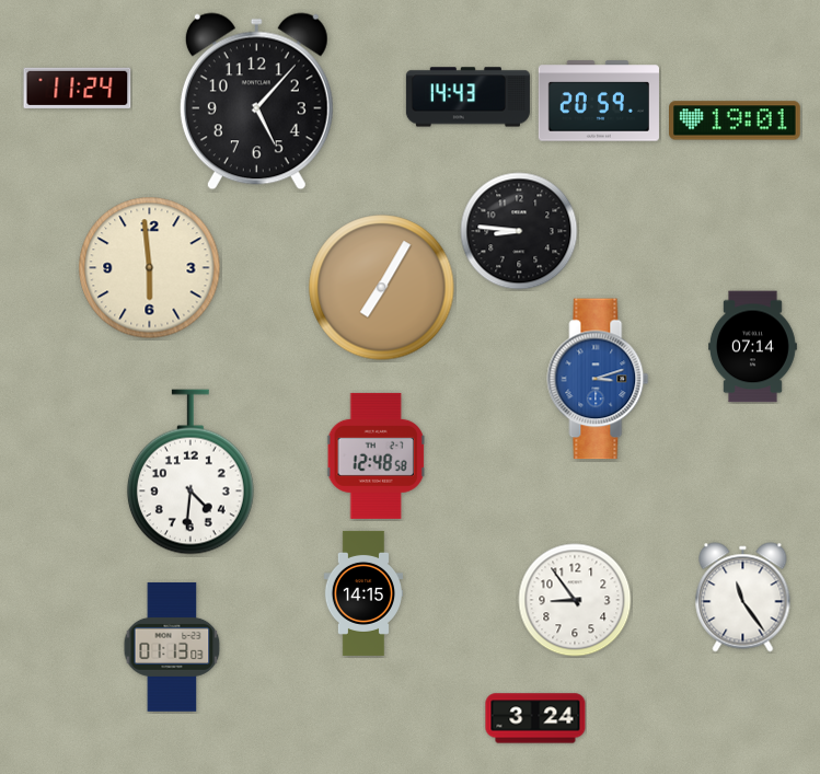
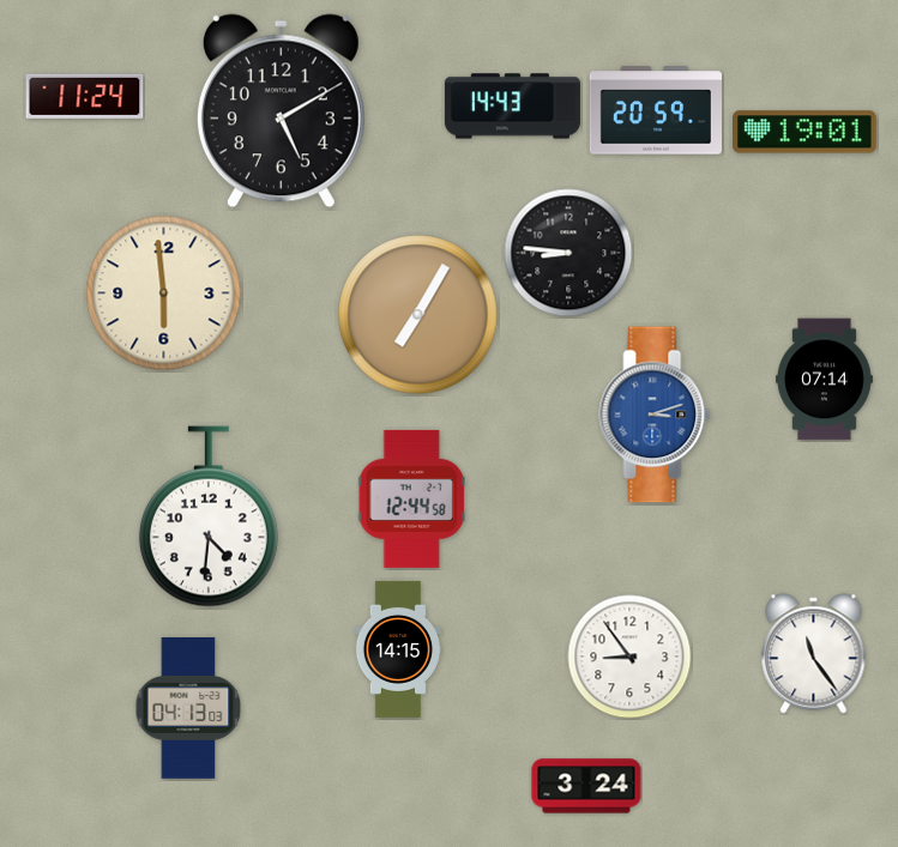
clock at (256, 102): 5:07 -> 5:10
clock at (377, 455): 12:48 -> 12:44
clock at (172, 647): 01:13 -> 04:13
